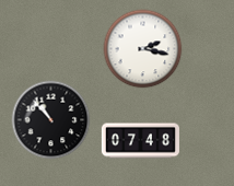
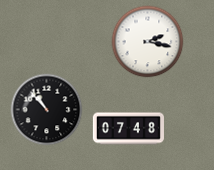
clock at (143, 49) position: (143, 49) -> (148, 42)
